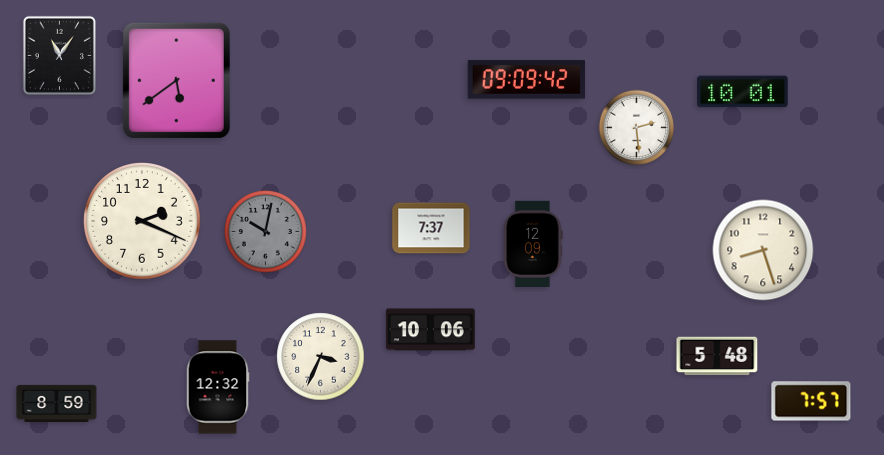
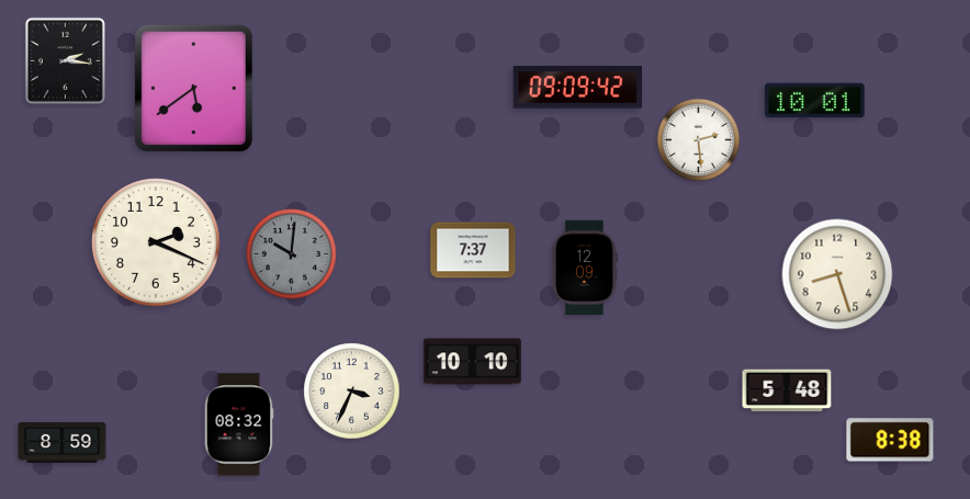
clock at (59, 55): 11:06 -> 2:16
clock at (266, 232): 10:02 -> 10:01
clock at (430, 330): 10:06 -> 10:10
clock at (218, 387): 12:32 -> 08:32
clock at (811, 401): 7:57 -> 8:38
